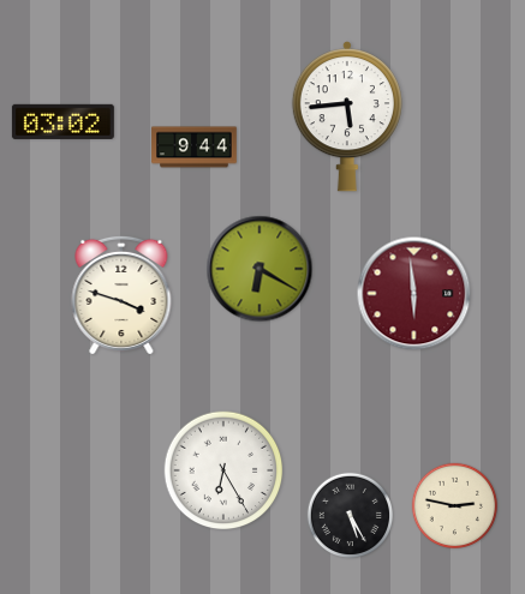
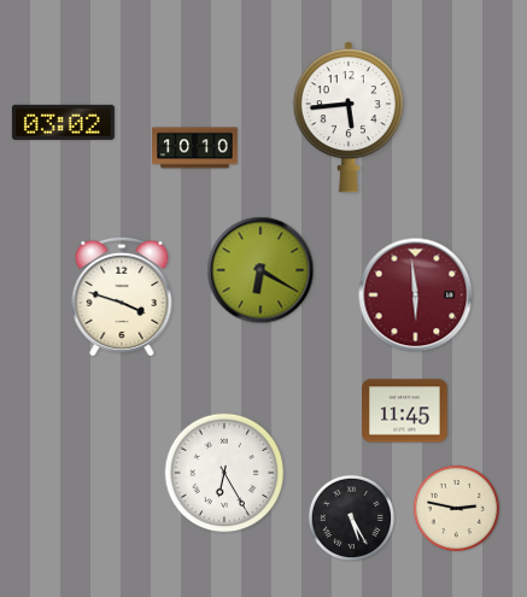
clock at (195, 148): 9:44 -> 10:10
clock at (405, 411): none -> 11:45
